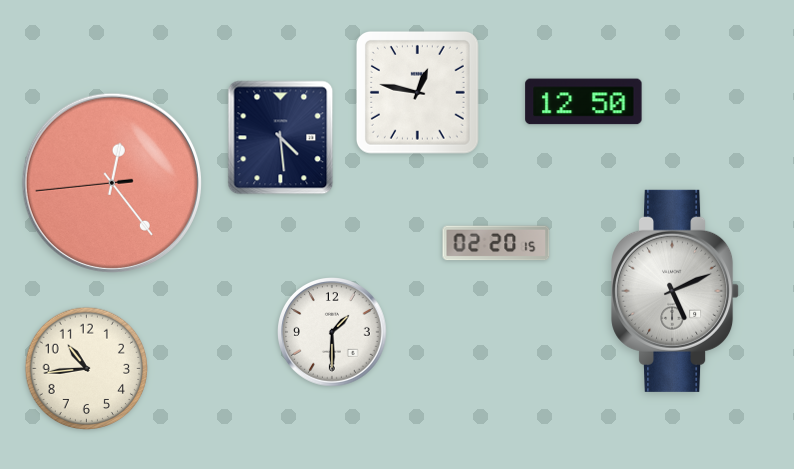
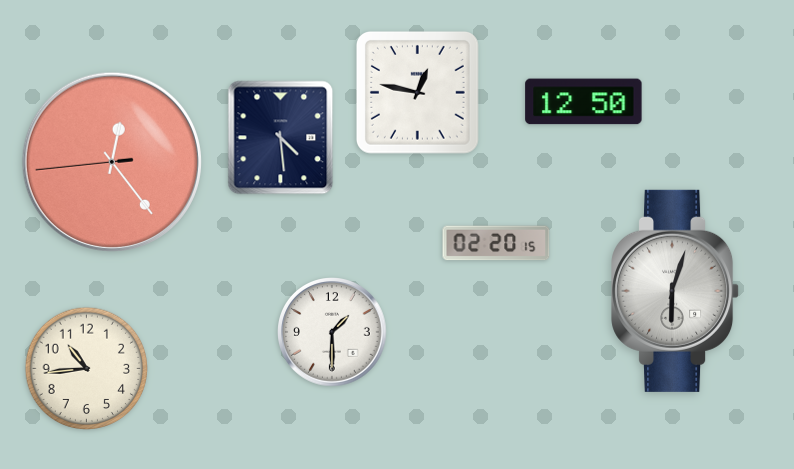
clock at (112, 183) position: (112, 183) -> (112, 162)
clock at (676, 291): 5:11 -> 6:03
